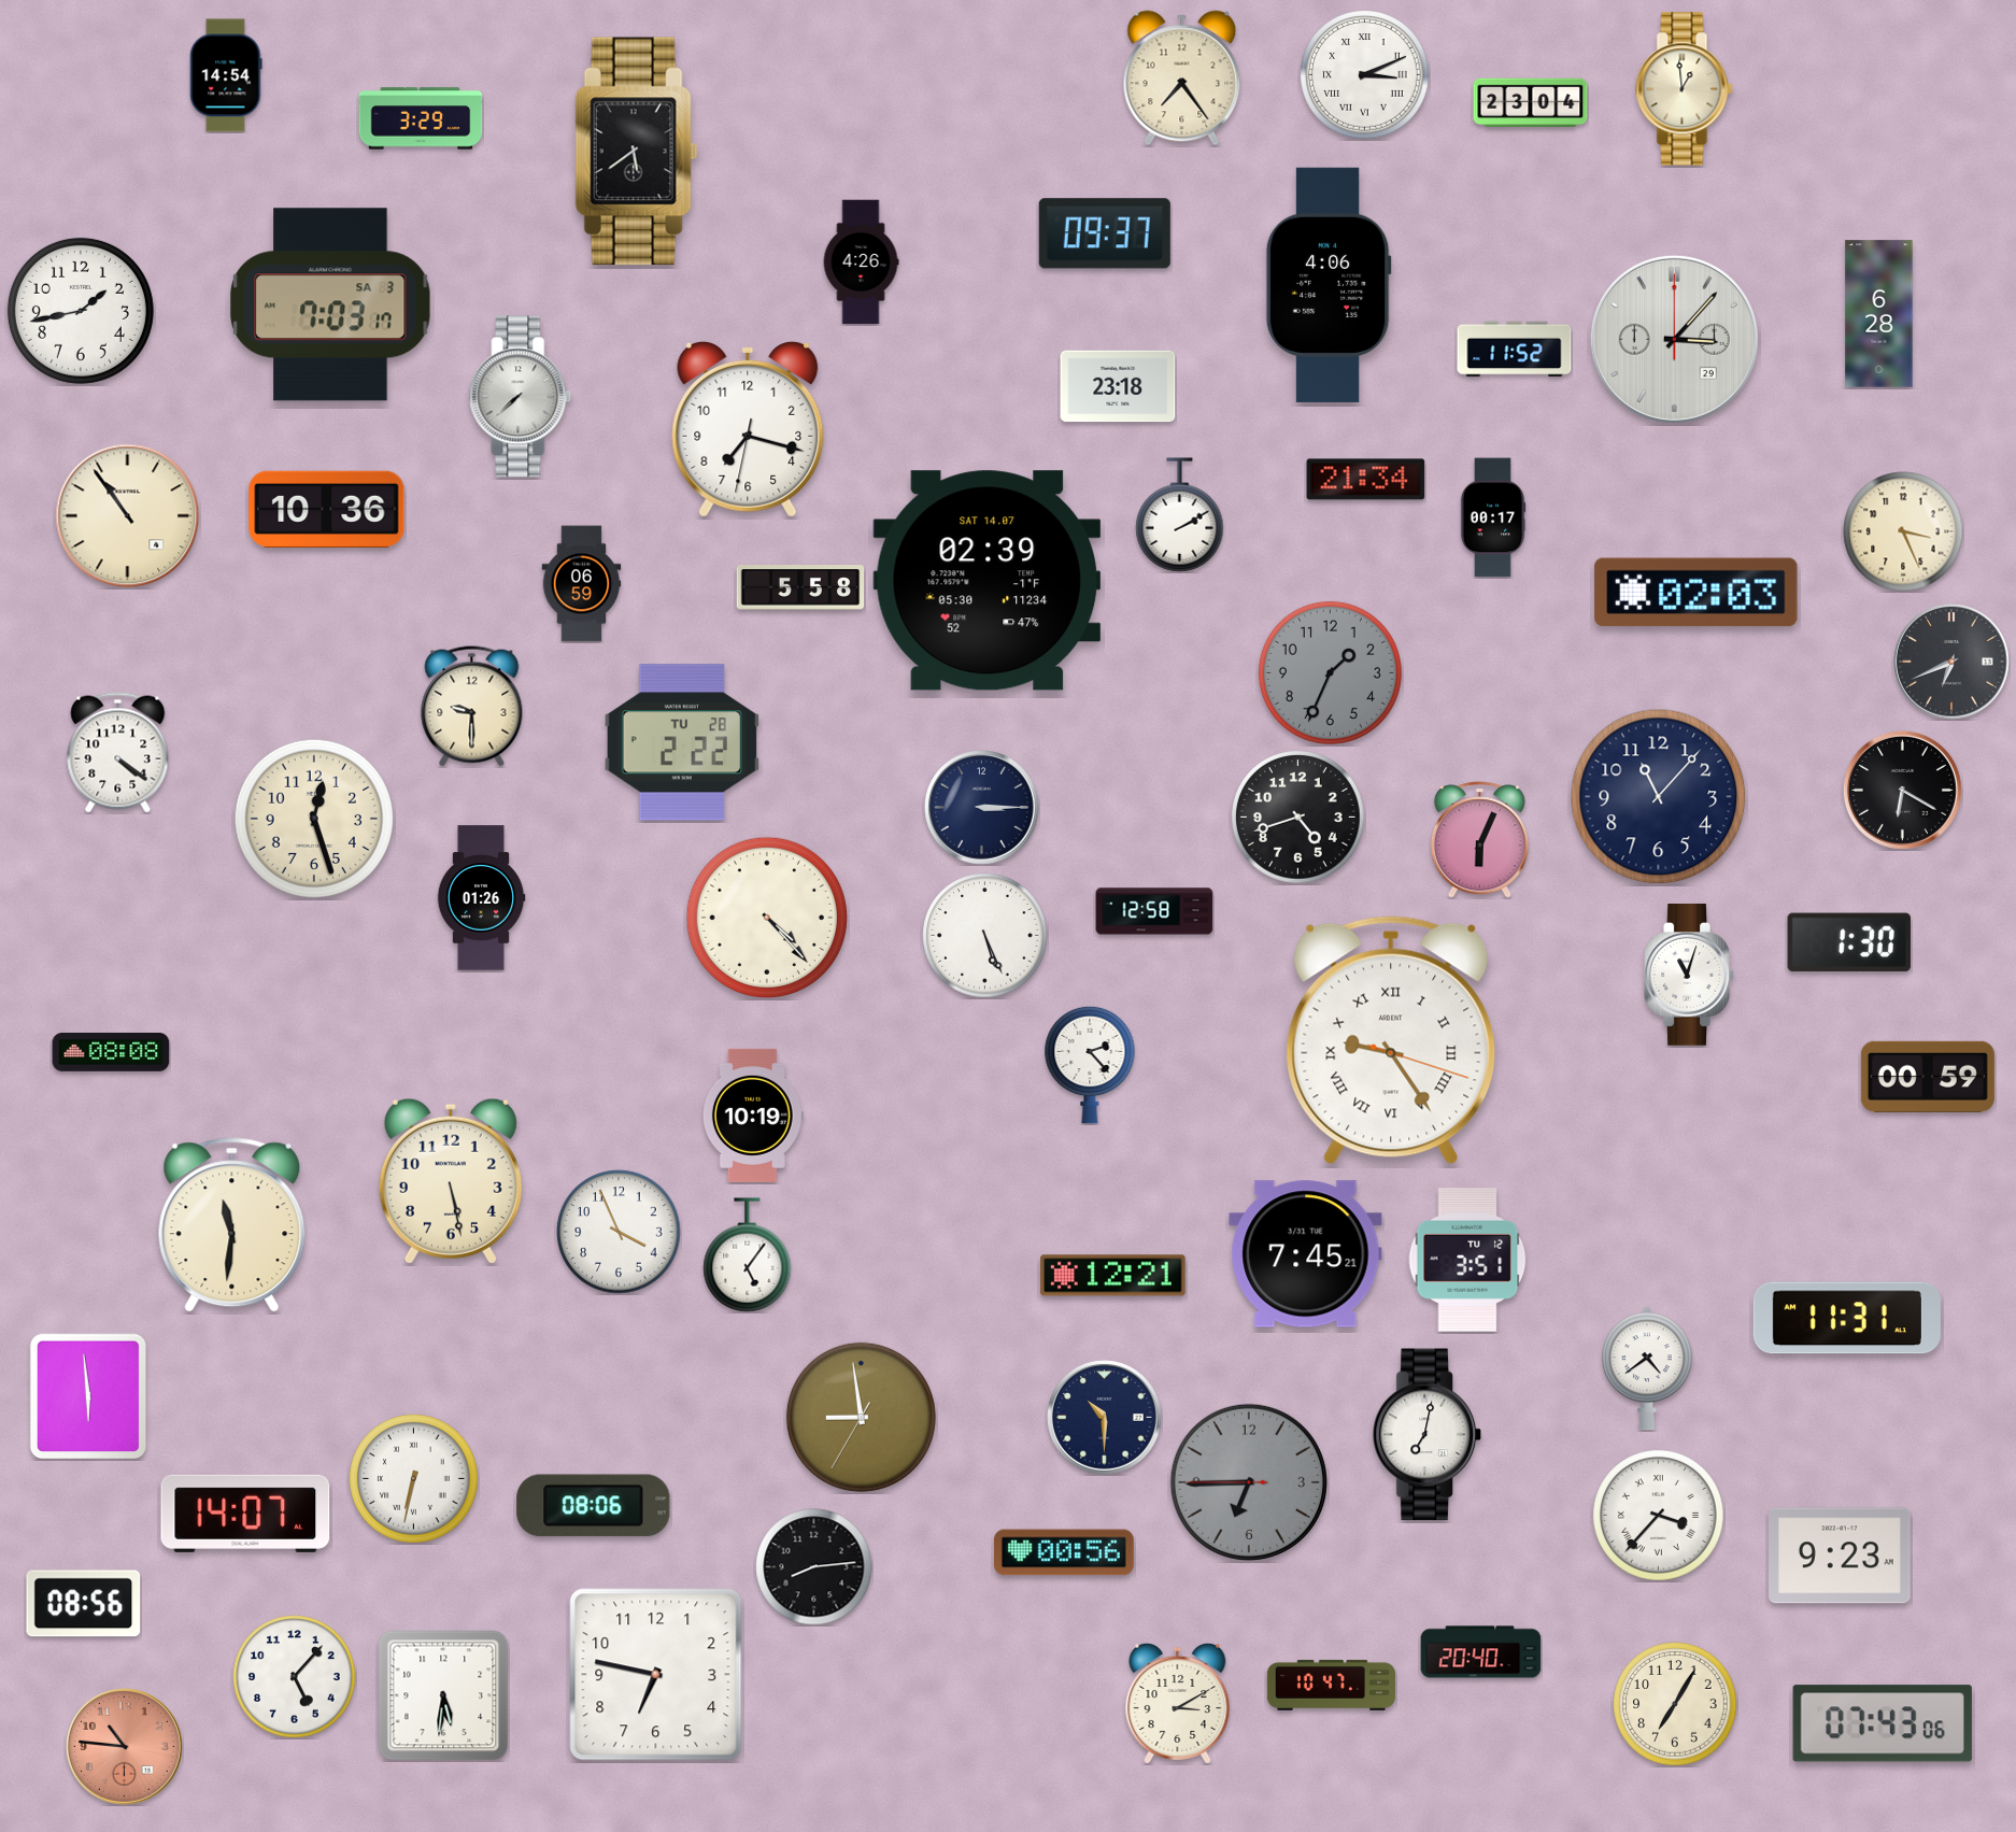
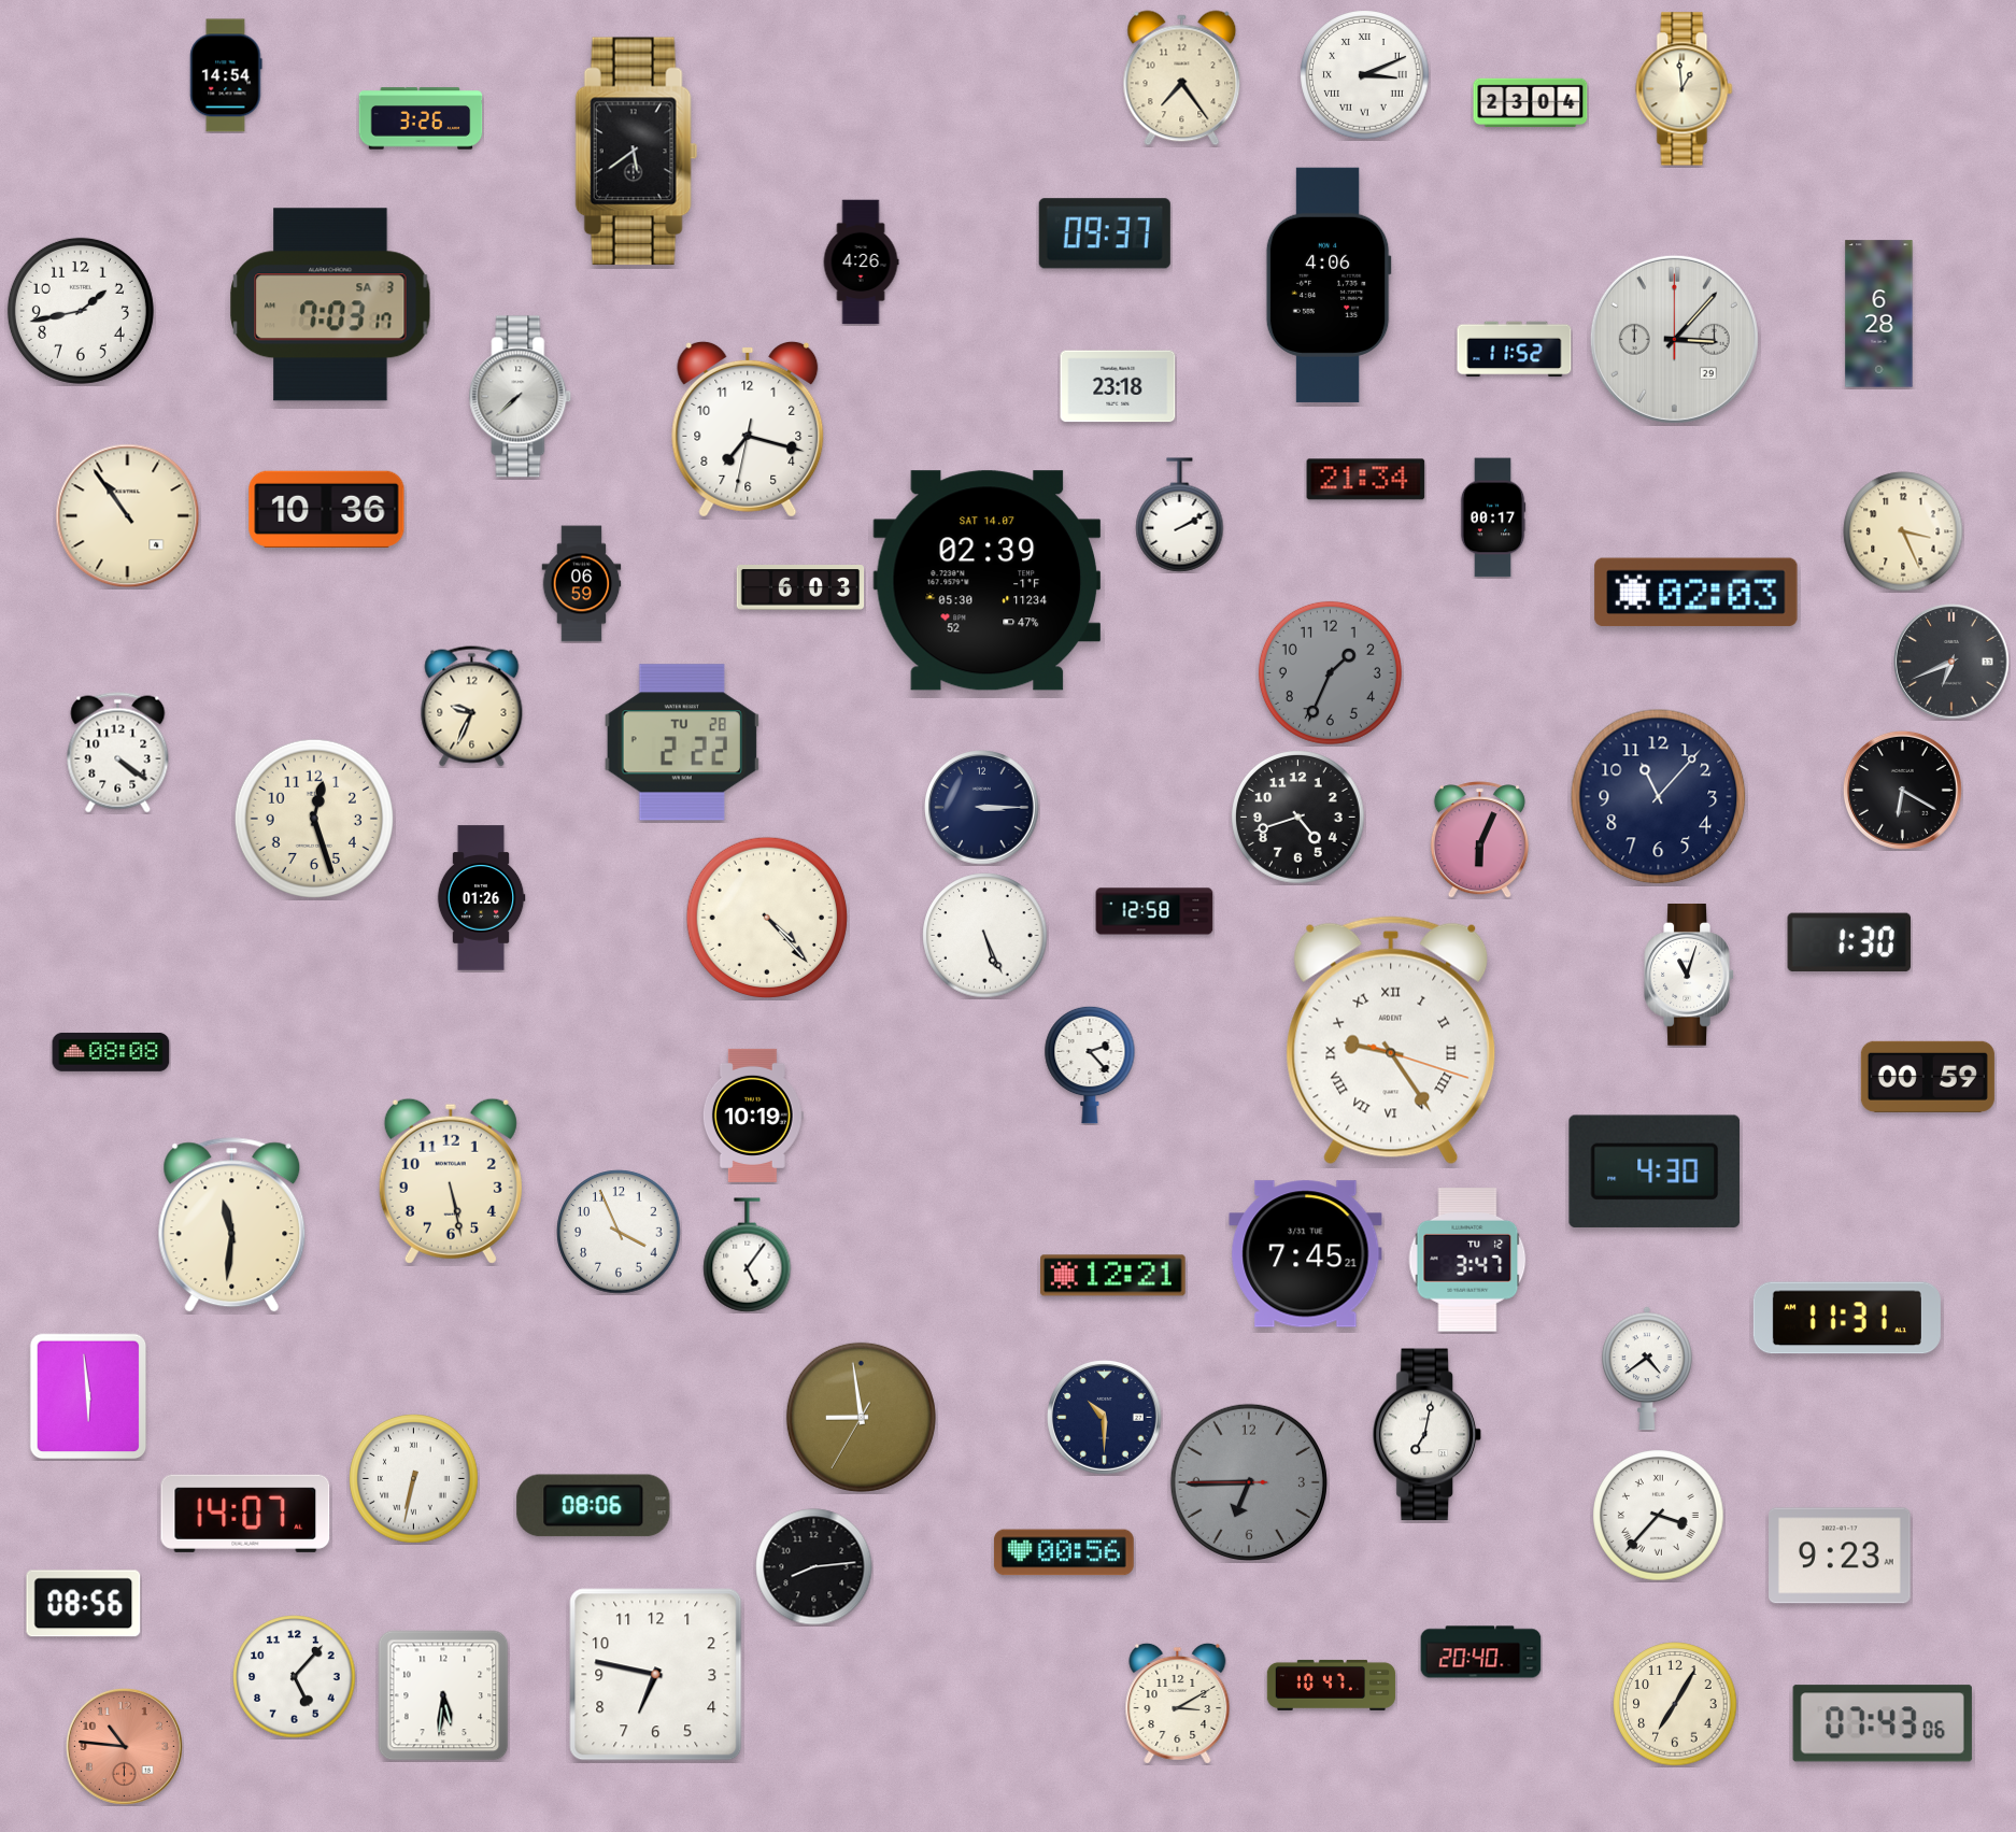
clock at (421, 118): 3:29 -> 3:26
clock at (800, 588): 5:58 -> 6:03
clock at (472, 707): 9:30 -> 9:34
clock at (1655, 1171): none -> 4:30
clock at (1467, 1260): 3:51 -> 3:47
